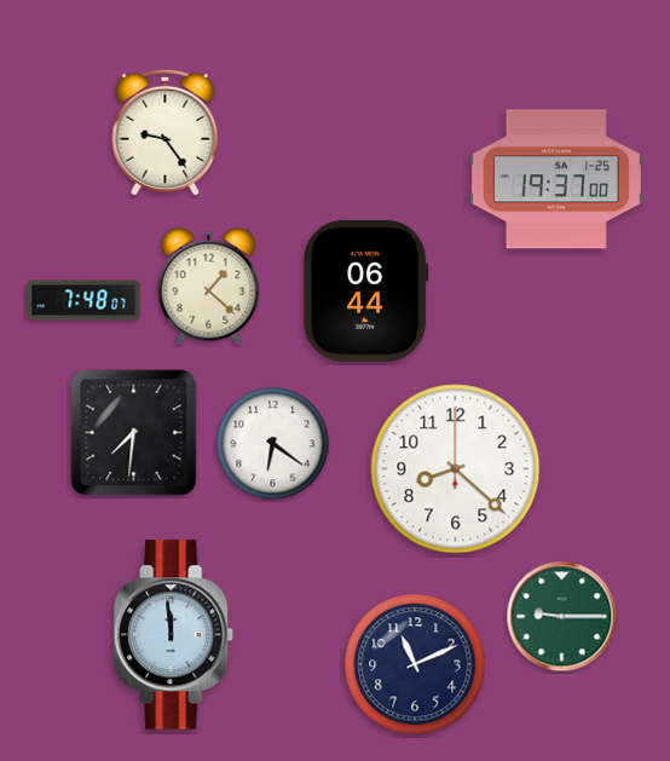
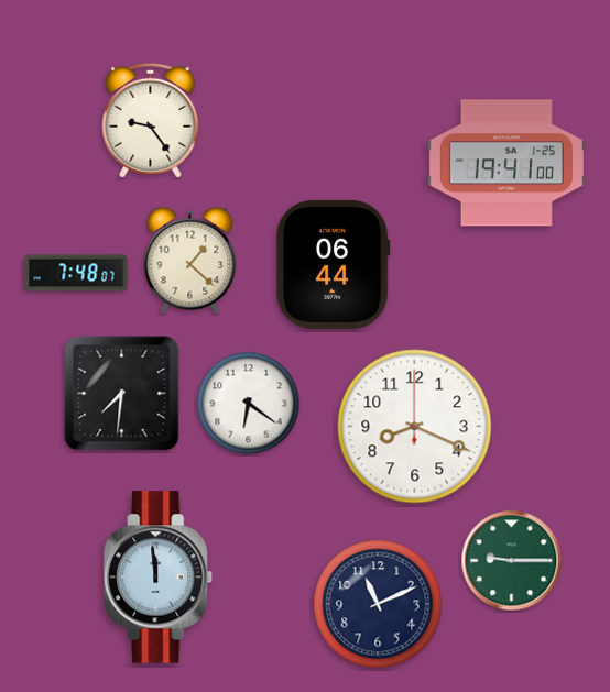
clock at (556, 179): 19:37 -> 19:41
clock at (456, 469): 8:22 -> 8:19
